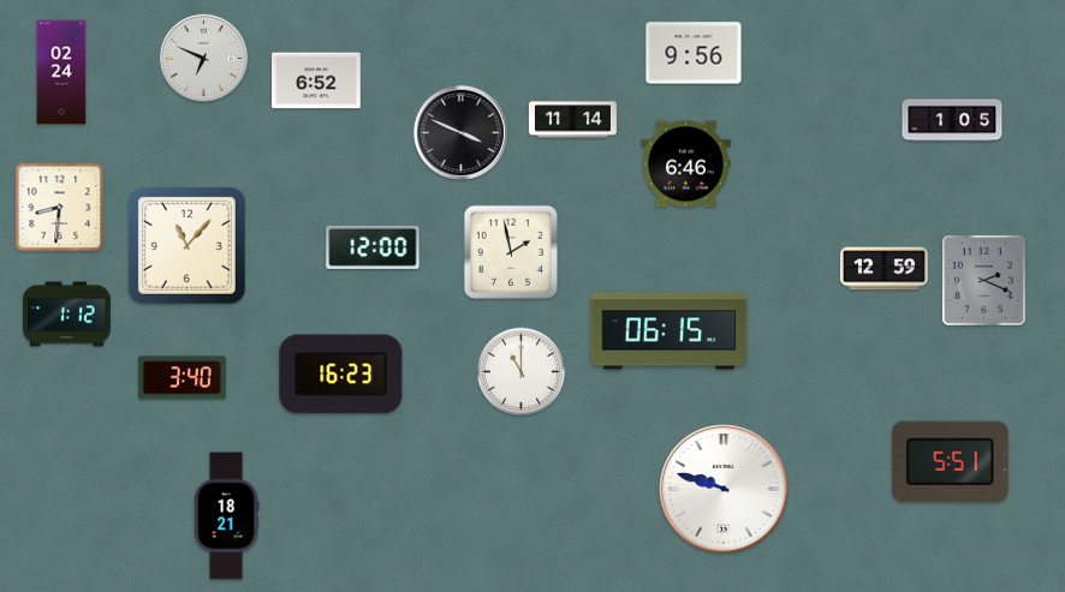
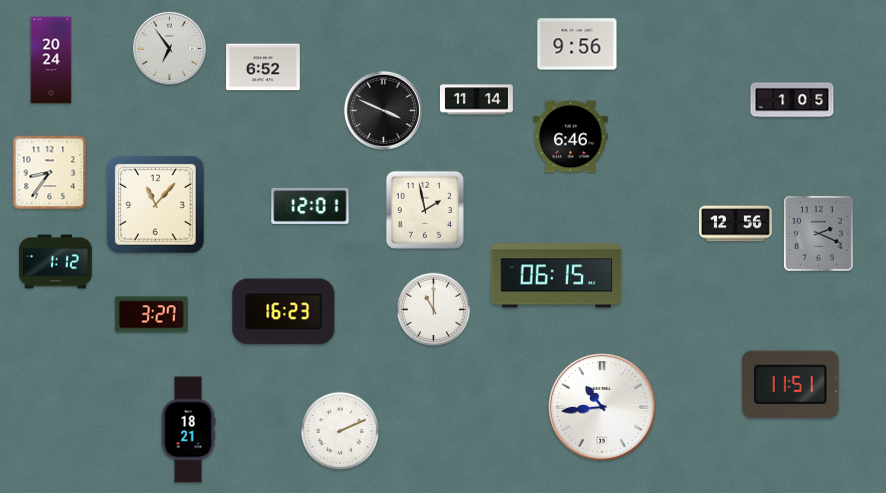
clock at (203, 58): 6:49 -> 6:54
clock at (61, 72): 02:24 -> 20:24
clock at (60, 208): 8:31 -> 8:36
clock at (373, 247): 12:00 -> 12:01
clock at (883, 269): 12:59 -> 12:56
clock at (182, 378): 3:40 -> 3:27
clock at (951, 462): 5:51 -> 11:51
clock at (724, 489): 9:48 -> 10:44
clock at (340, 431): none -> 2:11
